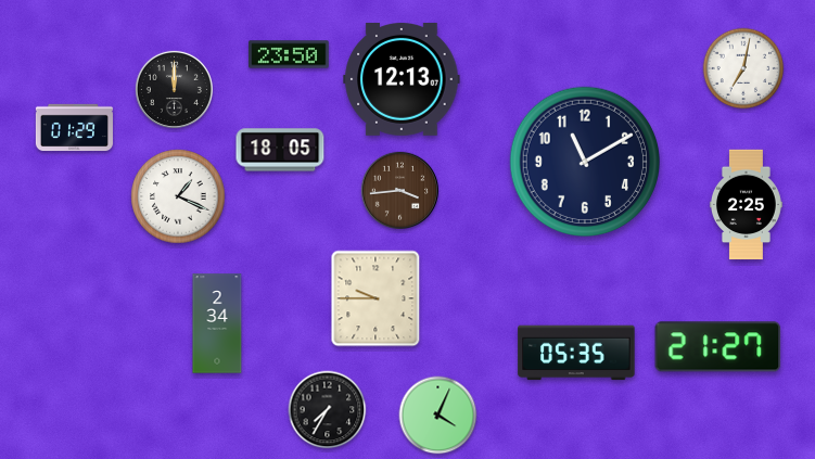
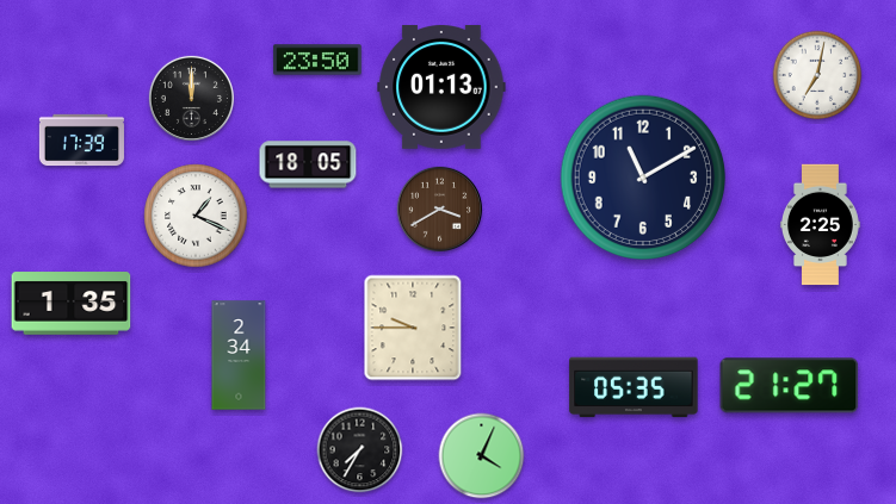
clock at (402, 80): 12:13 -> 01:13
clock at (74, 128): 01:29 -> 17:39
clock at (399, 190): 3:44 -> 3:40
clock at (72, 304): none -> 1:35
clock at (718, 347) position: (718, 347) -> (790, 386)
